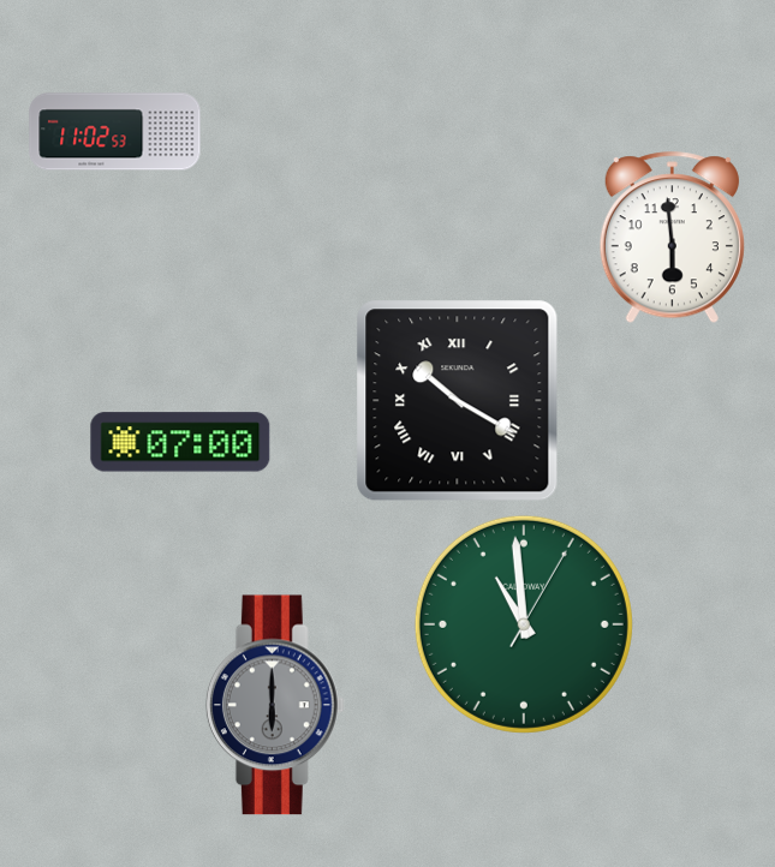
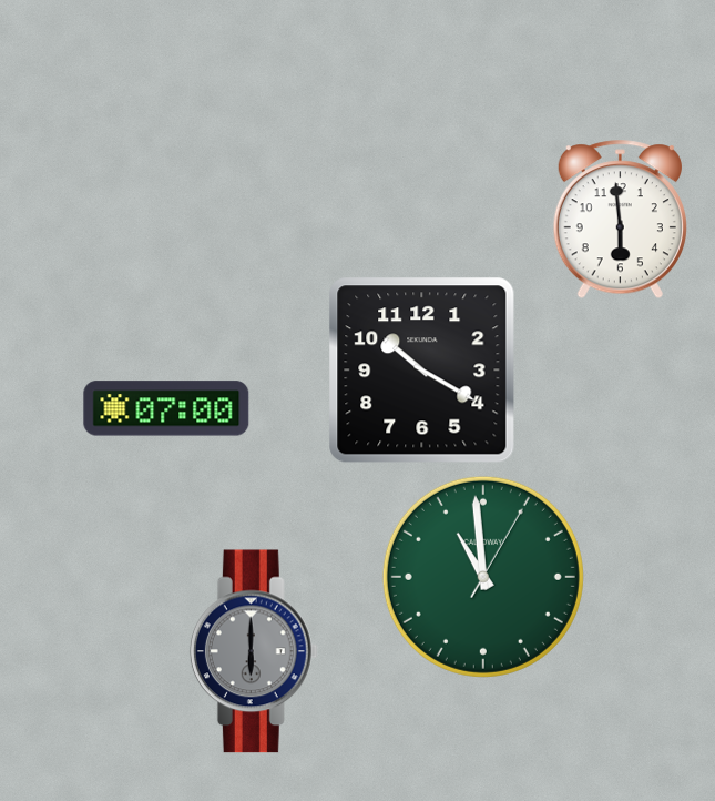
clock at (115, 132): 11:02 -> none
clock at (458, 401) numerals: Roman -> Arabic
